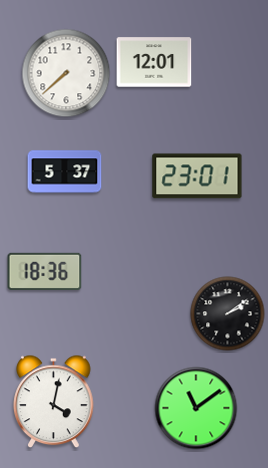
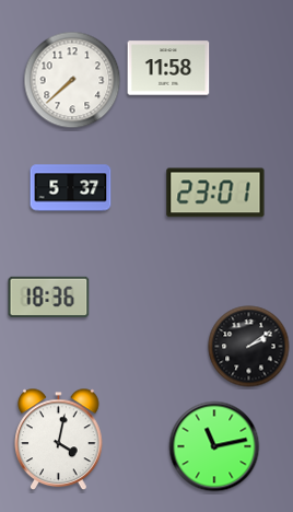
clock at (154, 62): 12:01 -> 11:58
clock at (228, 314) position: (228, 314) -> (249, 347)
clock at (196, 408): 11:09 -> 11:13
